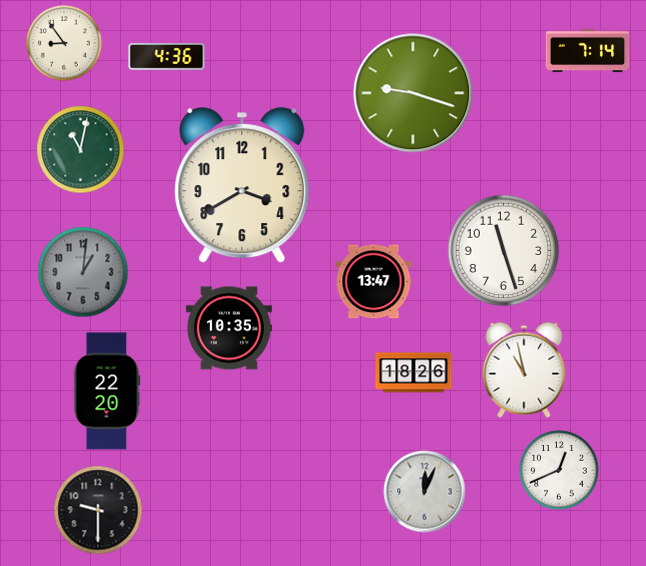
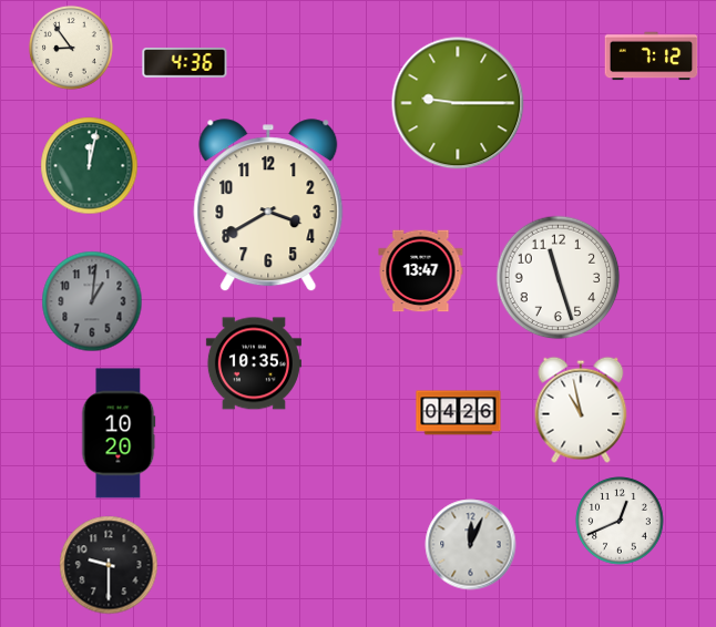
clock at (588, 51): 7:14 -> 7:12
clock at (413, 93): 9:18 -> 9:15
clock at (81, 150): 11:02 -> 12:02
clock at (374, 282) position: (374, 282) -> (421, 271)
clock at (414, 373): 18:26 -> 04:26
clock at (107, 391): 22:20 -> 10:20
